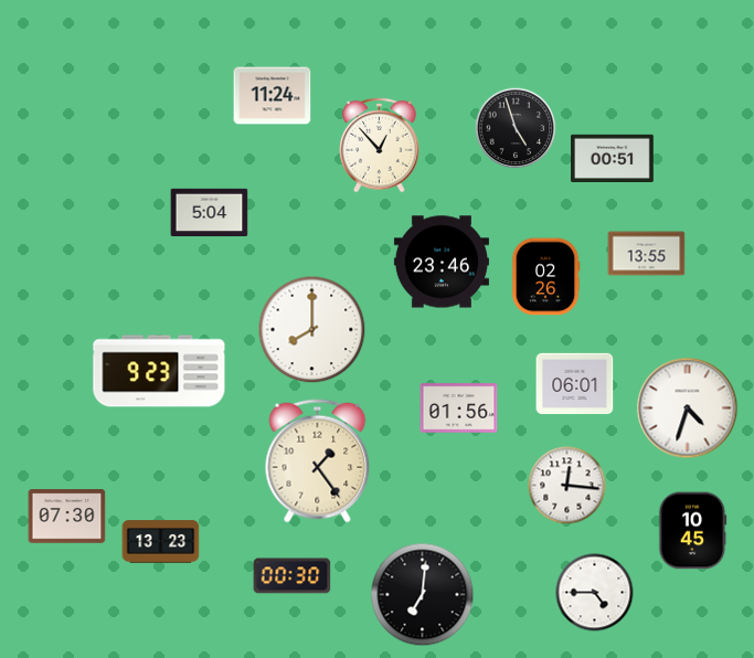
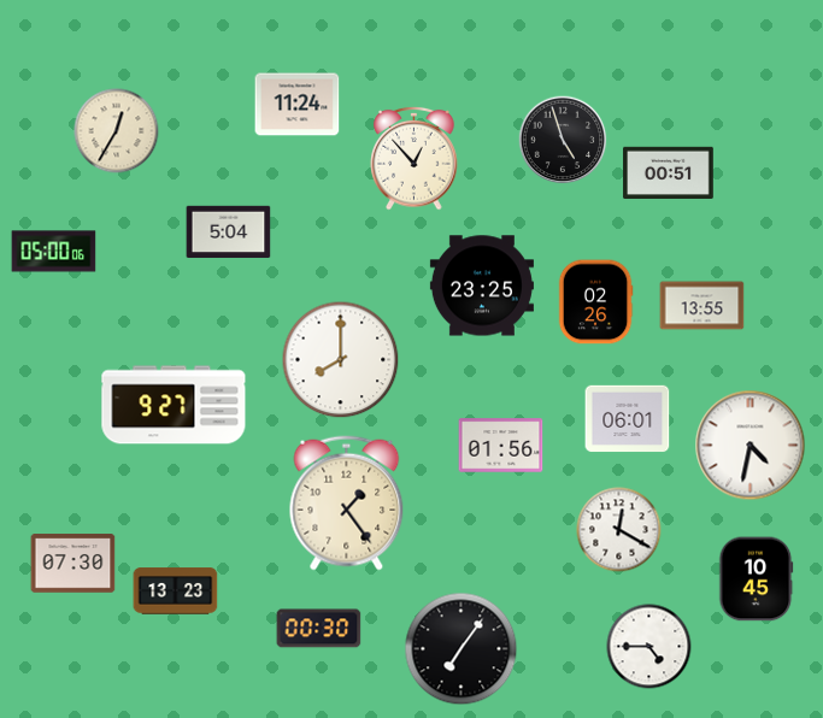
clock at (117, 131): none -> 12:35
clock at (54, 252): none -> 05:00
clock at (647, 254) position: (647, 254) -> (703, 306)
clock at (442, 262): 23:46 -> 23:25
clock at (159, 371): 9:23 -> 9:27
clock at (688, 408): 4:33 -> 4:32
clock at (567, 486): 12:16 -> 12:20
clock at (423, 595): 7:01 -> 7:06
